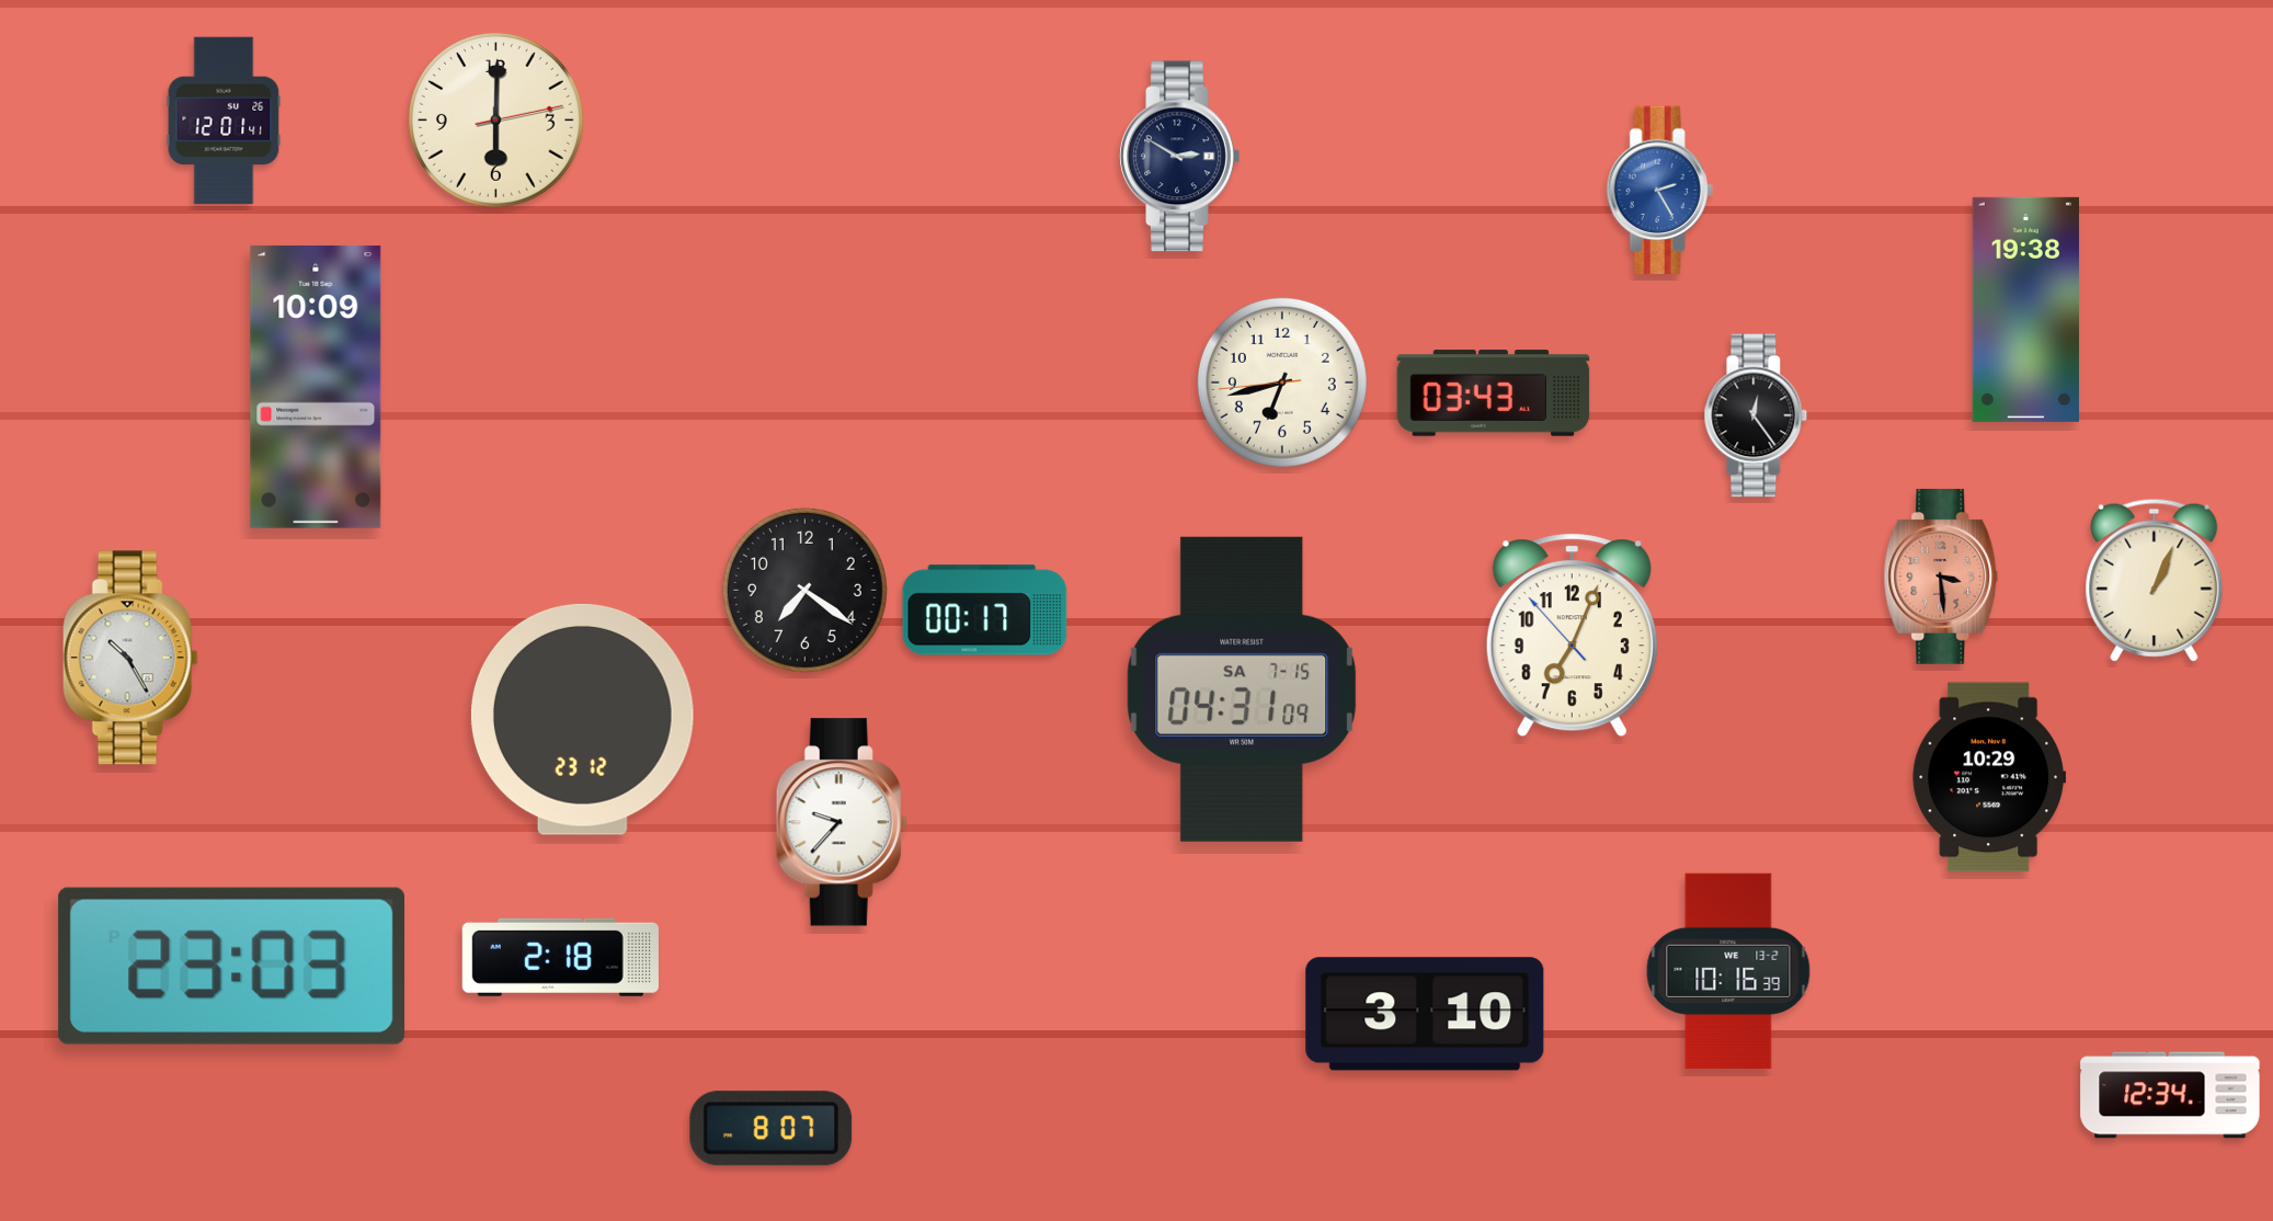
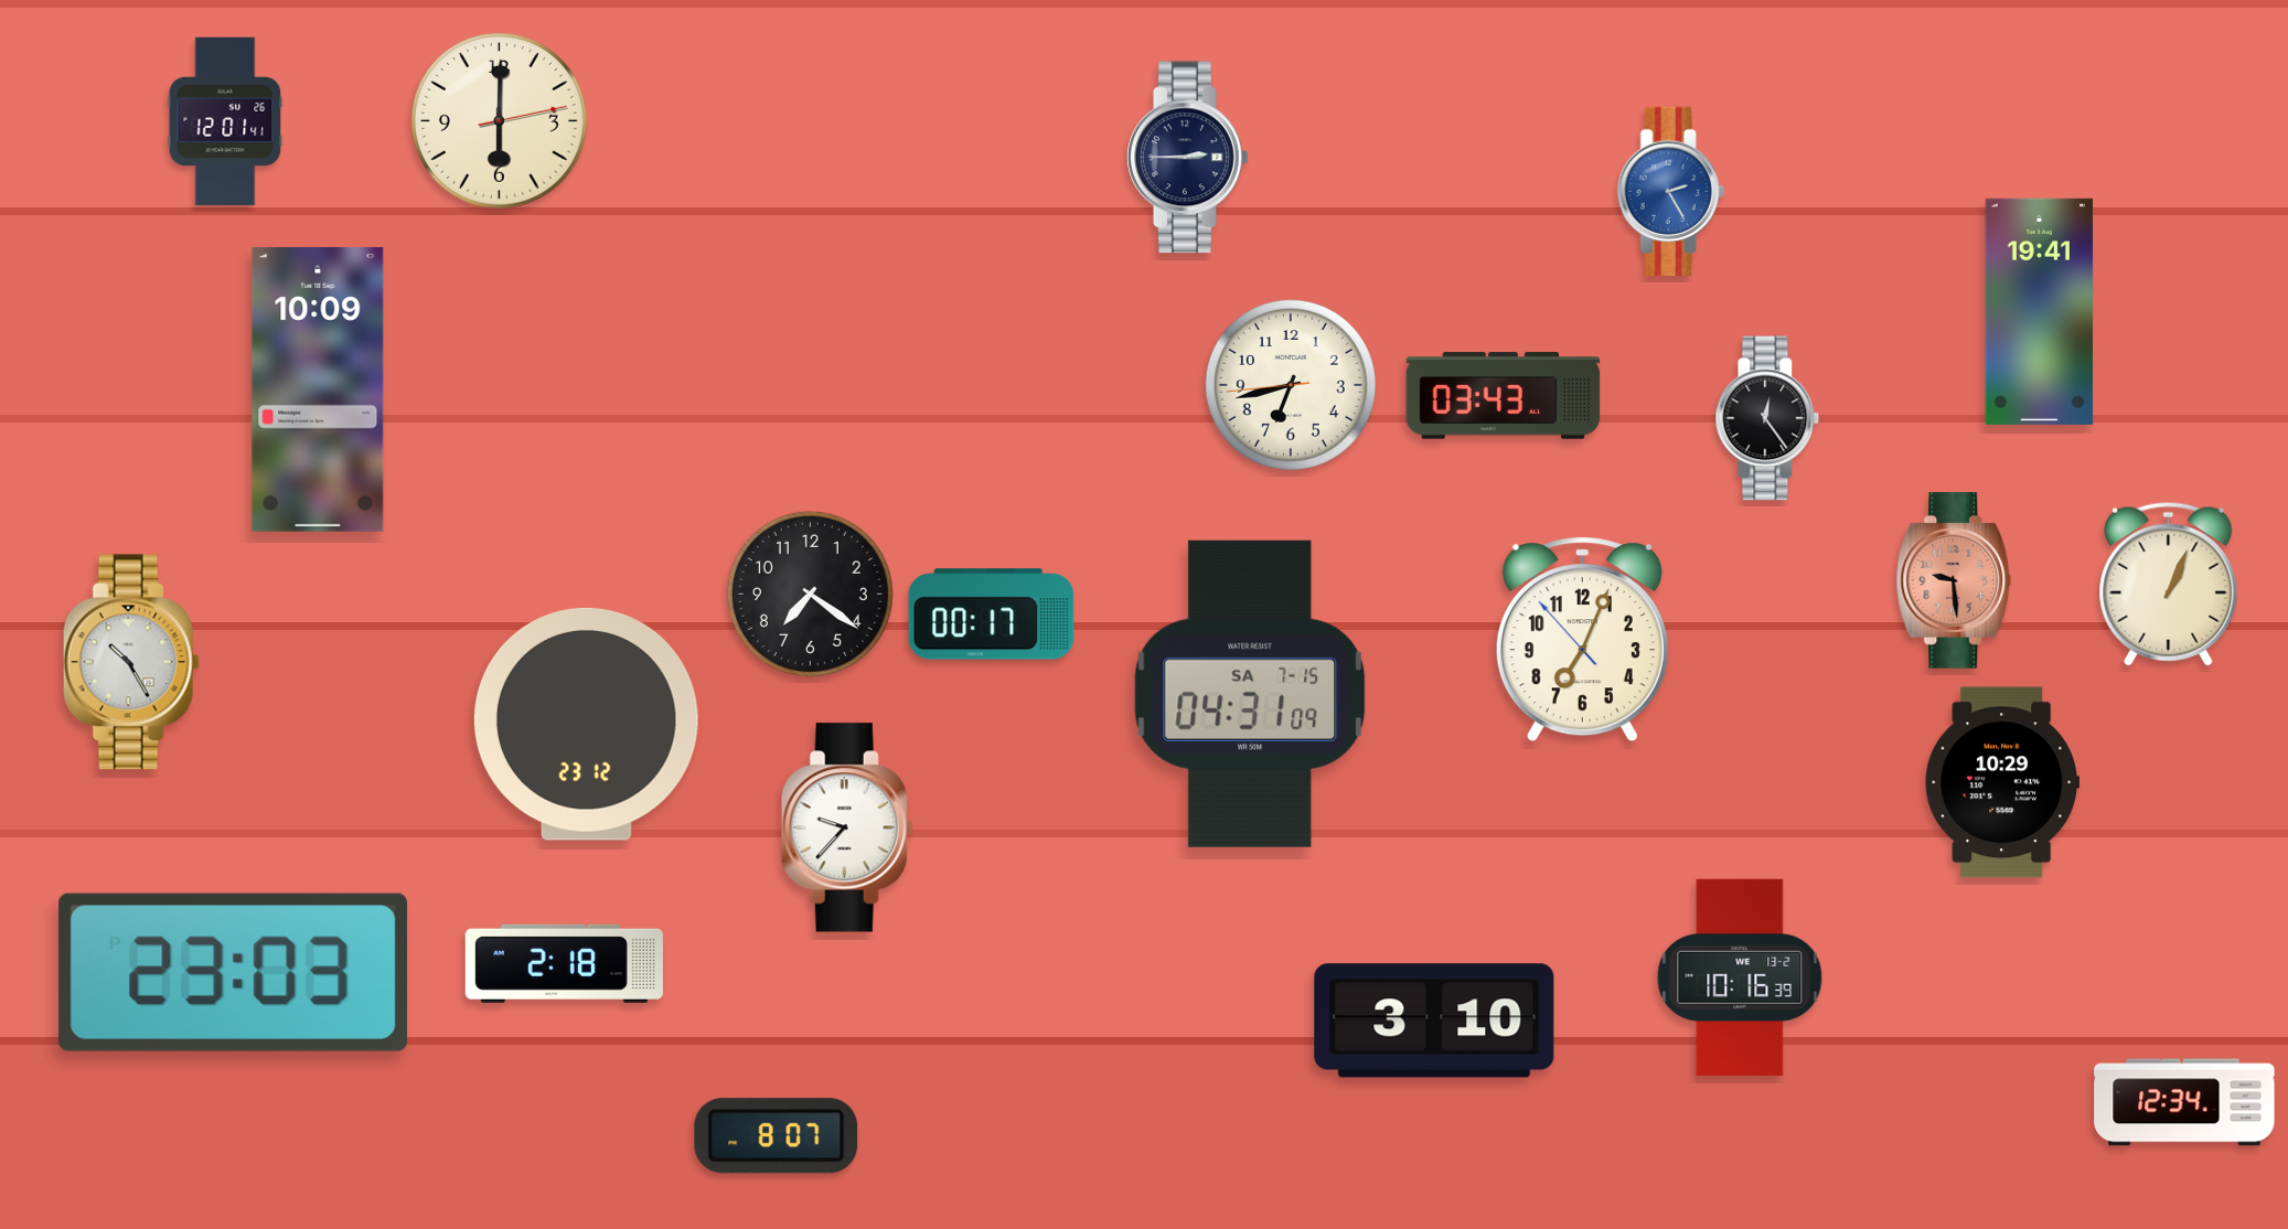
clock at (1180, 157): 2:50 -> 2:45
clock at (2025, 309): 19:38 -> 19:41
clock at (1941, 577): 3:29 -> 9:29
